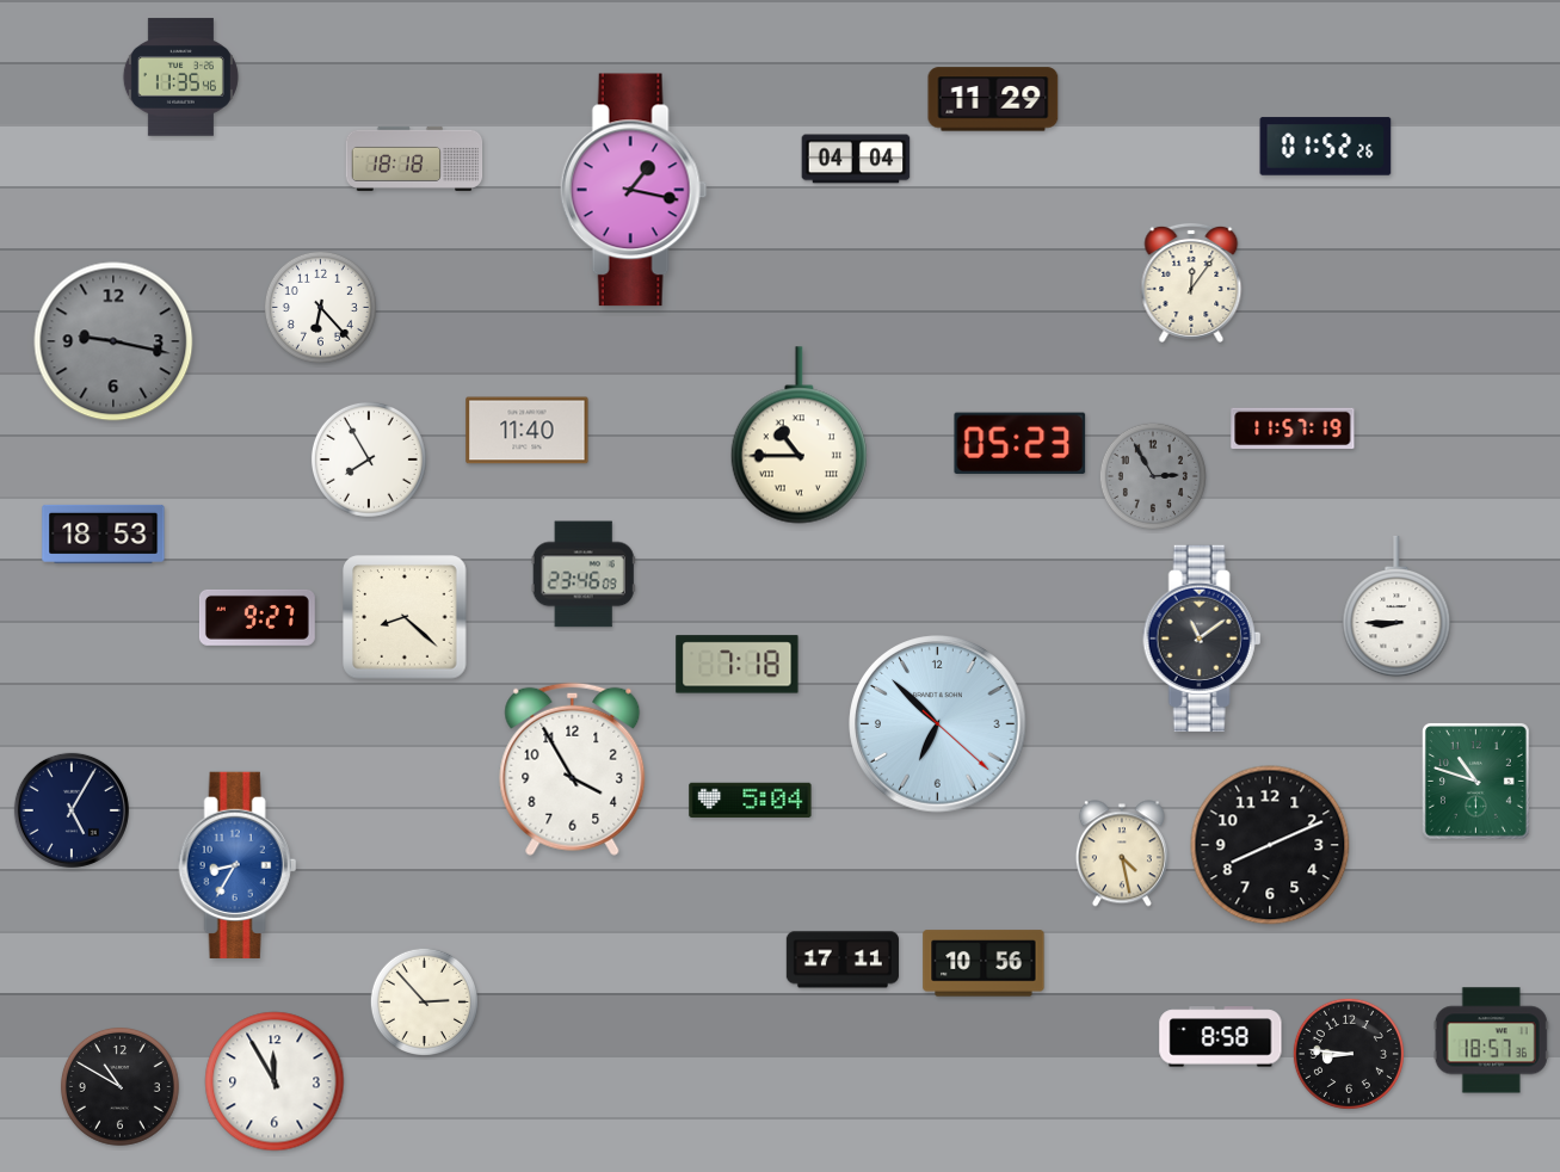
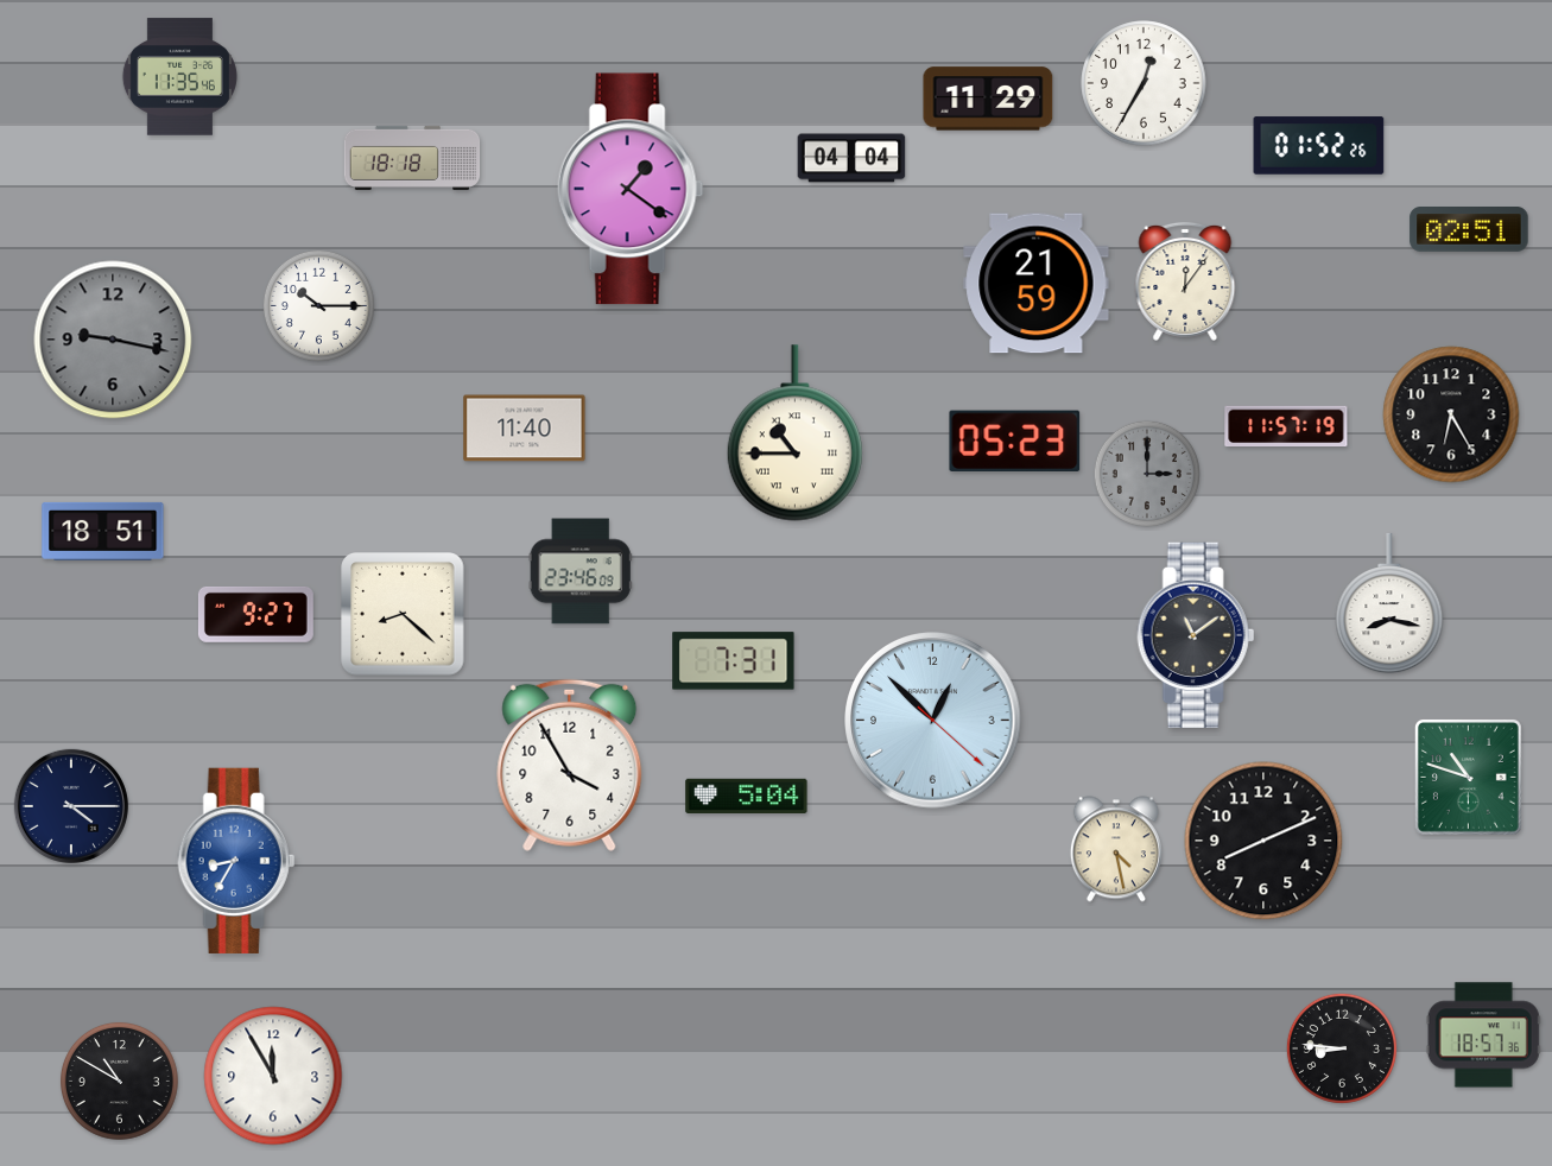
clock at (1144, 83): none -> 12:35
clock at (634, 190): 1:17 -> 1:21
clock at (1469, 230): none -> 02:51
clock at (1037, 284): none -> 21:59
clock at (320, 307): 6:23 -> 10:15
clock at (1451, 414): none -> 6:25
clock at (369, 459): 7:55 -> none
clock at (1153, 475): 2:55 -> 3:00
clock at (104, 533): 18:53 -> 18:51
clock at (1396, 606): 8:45 -> 8:17
clock at (738, 665): 7:18 -> 7:31
clock at (938, 724): 6:52 -> 12:52
clock at (72, 810): 5:05 -> 4:15
clock at (843, 960): 17:11 -> none
clock at (984, 963): 10:56 -> none
clock at (424, 1001): 2:53 -> none
clock at (1221, 1037): 8:58 -> none
